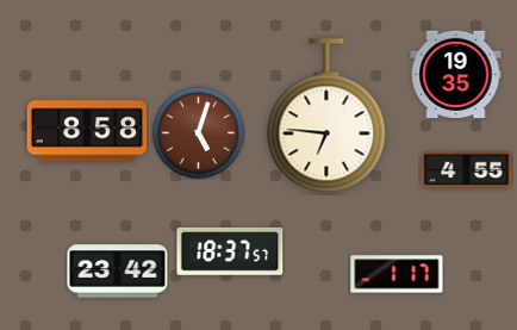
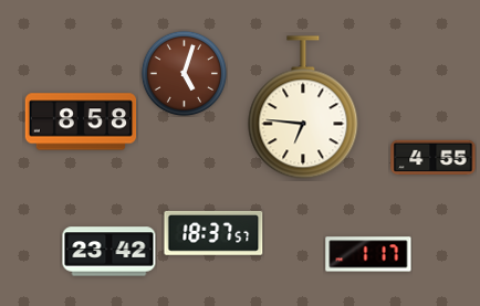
clock at (456, 75): 19:35 -> none
clock at (198, 132) position: (198, 132) -> (184, 73)
